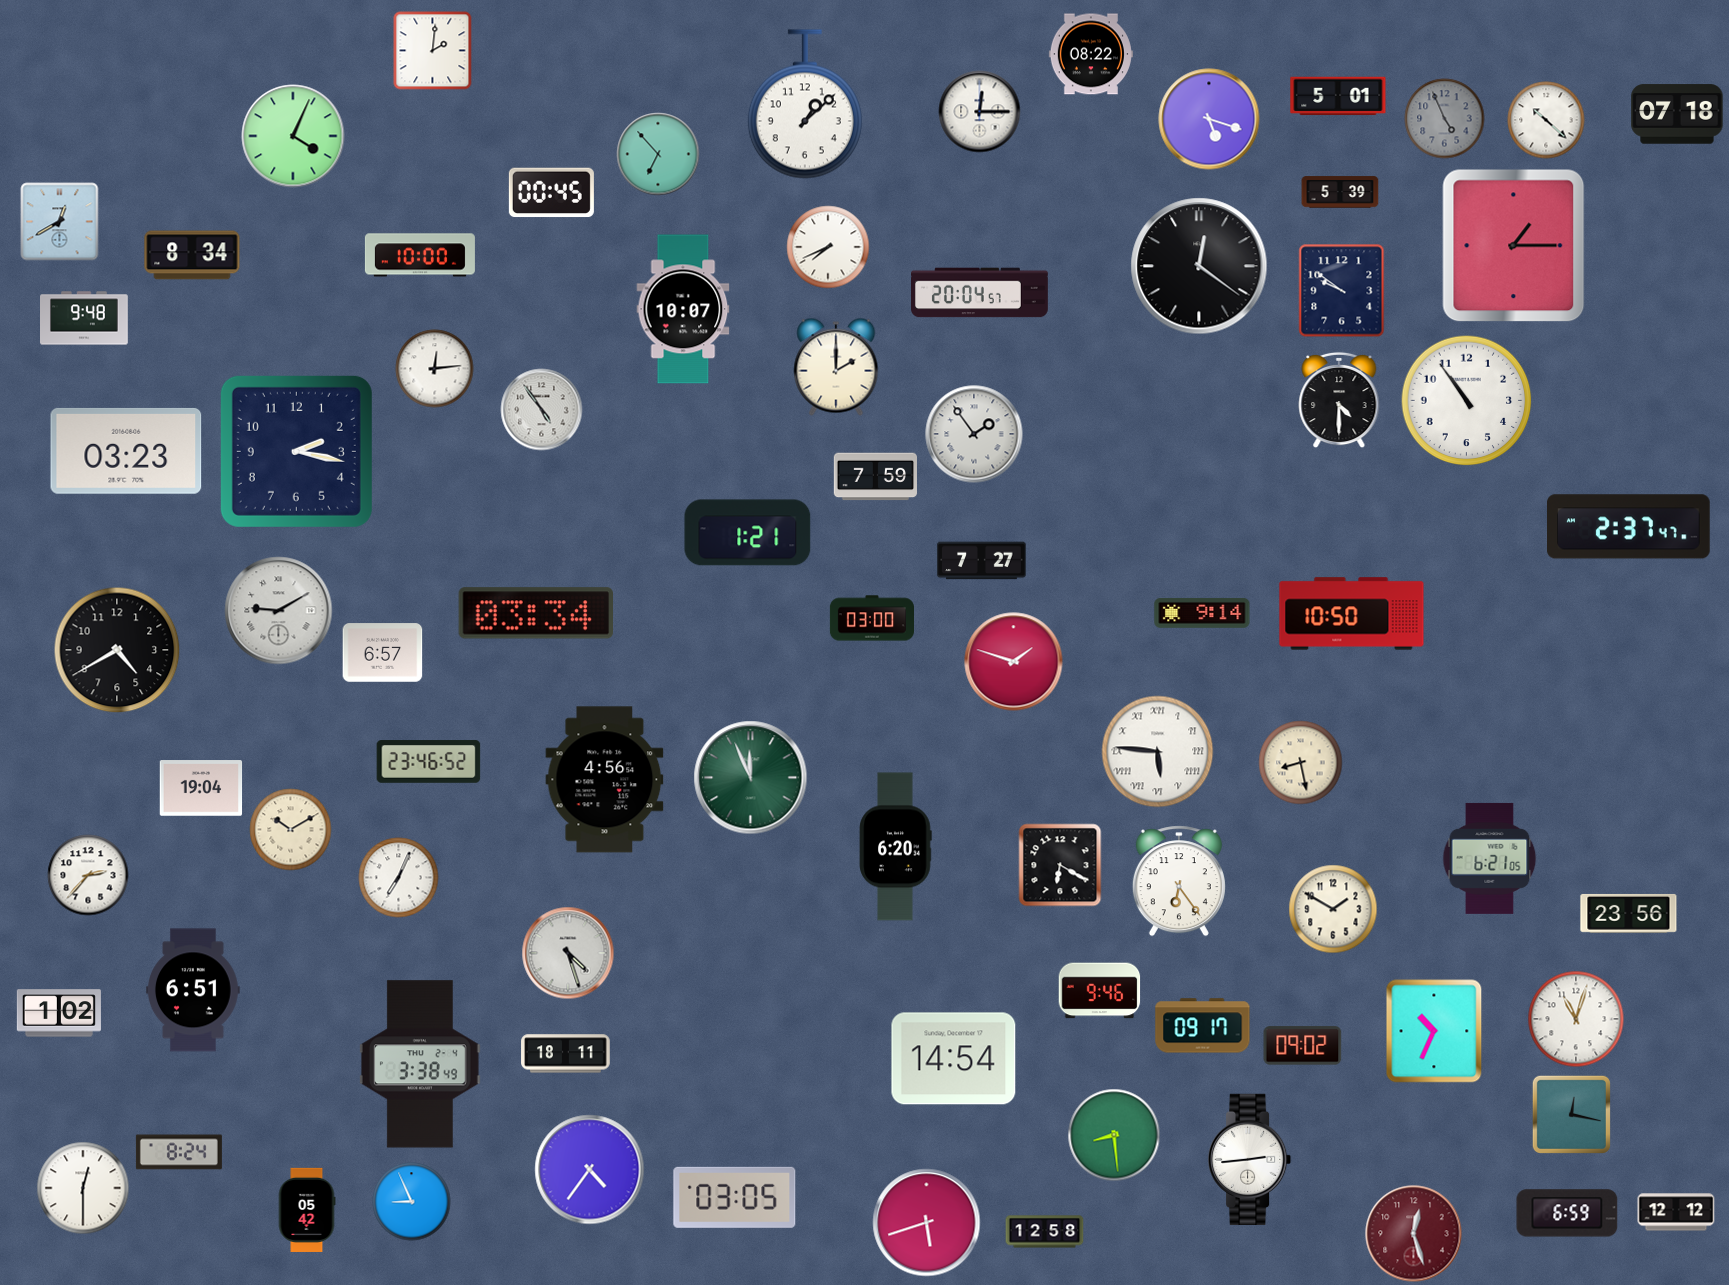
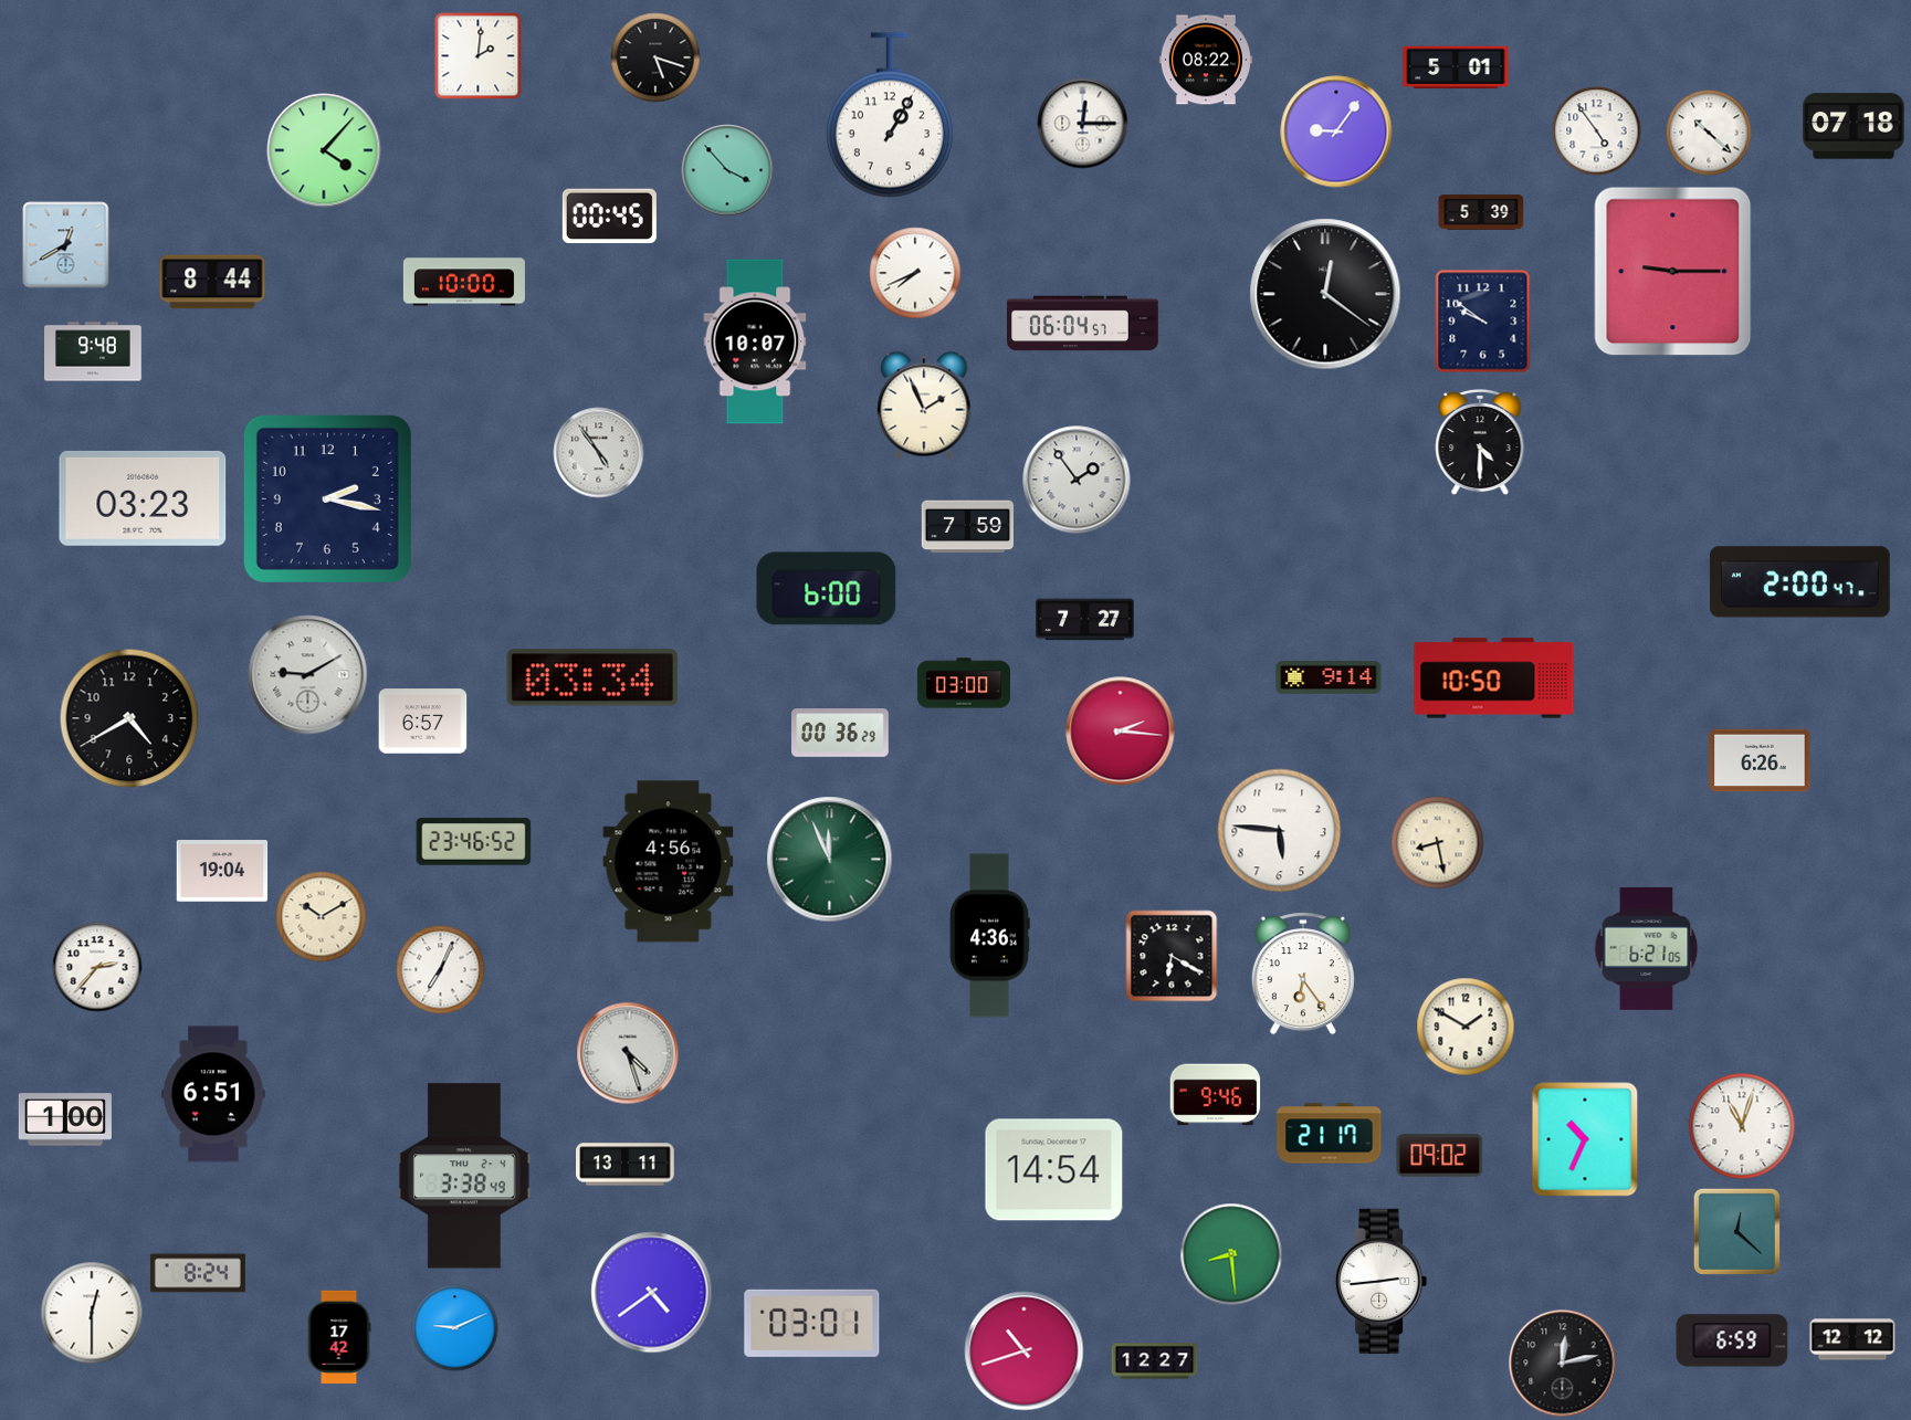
clock at (655, 57): none -> 5:18
clock at (1338, 96) position: (1338, 96) -> (1456, 67)
clock at (805, 104): 1:08 -> 1:05
clock at (1209, 119): 5:18 -> 9:06
clock at (1445, 119): 4:56 -> 4:54
clock at (1445, 119) dial: grey -> white
clock at (293, 136): 4:04 -> 4:07
clock at (658, 154): 6:53 -> 3:53
clock at (551, 193) position: (551, 193) -> (609, 217)
clock at (1514, 246): 1:15 -> 9:15
clock at (192, 255): 8:34 -> 8:44
clock at (980, 293): 20:04 -> 06:04
clock at (836, 367): 2:00 -> 1:56
clock at (435, 369): 12:14 -> none
clock at (1467, 401): 10:54 -> none
clock at (126, 451) position: (126, 451) -> (143, 498)
clock at (1629, 527): 2:37 -> 2:00
clock at (748, 533): 1:21 -> 6:00
clock at (1014, 662): 1:48 -> 2:16
clock at (841, 734): none -> 00:36
clock at (1760, 760): none -> 6:26
clock at (1158, 752) numerals: Roman -> Arabic
clock at (896, 847): 6:20 -> 4:36
clock at (1333, 909) position: (1333, 909) -> (1466, 1027)
clock at (1629, 914): 23:56 -> none
clock at (59, 1013): 1:02 -> 1:00
clock at (1203, 1026): 09:17 -> 21:17
clock at (566, 1054): 18:11 -> 13:11
clock at (1571, 1114): 12:17 -> 12:22
clock at (590, 1170): 4:36 -> 4:39
clock at (735, 1197): 03:05 -> 03:01
clock at (412, 1202): 8:56 -> 9:11
clock at (307, 1210): 05:42 -> 17:42
clock at (927, 1223): 5:42 -> 10:42
clock at (1045, 1232): 12:58 -> 12:27
clock at (1414, 1234): 12:27 -> 12:13
clock at (1414, 1234) dial: burgundy -> black
